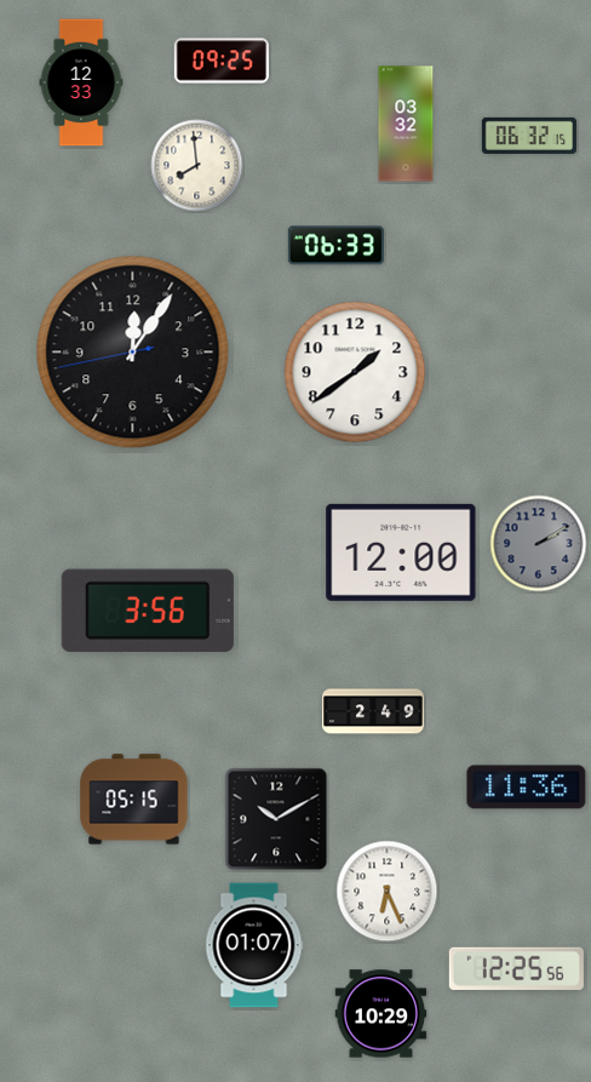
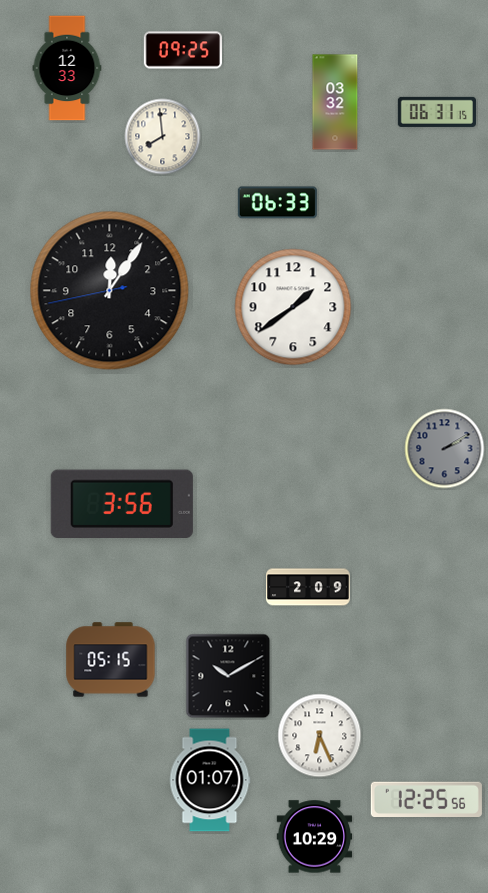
clock at (529, 136): 06:32 -> 06:31
clock at (401, 553): 12:00 -> none
clock at (373, 711): 2:49 -> 2:09
clock at (527, 788): 11:36 -> none
